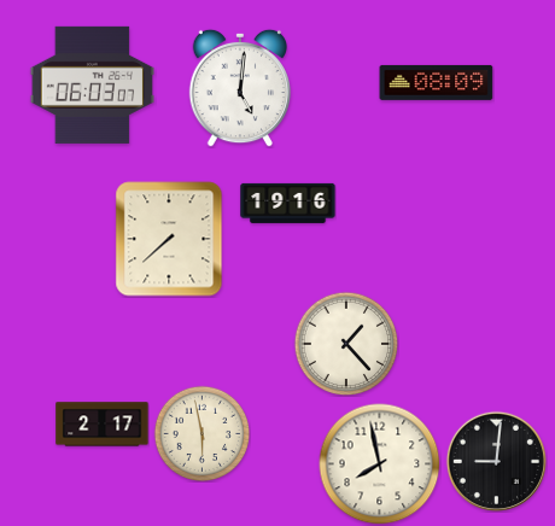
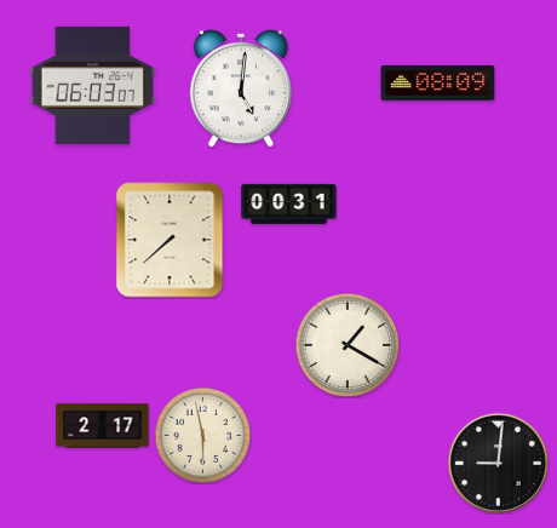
clock at (288, 203): 19:16 -> 00:31
clock at (346, 344): 1:23 -> 1:20
clock at (380, 464): 7:58 -> none
